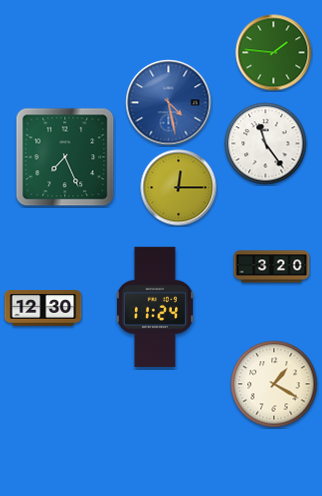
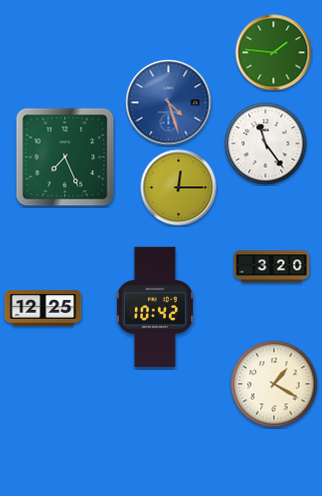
clock at (169, 103): 4:28 -> 4:27
clock at (155, 307): 11:24 -> 10:42
clock at (43, 309): 12:30 -> 12:25
